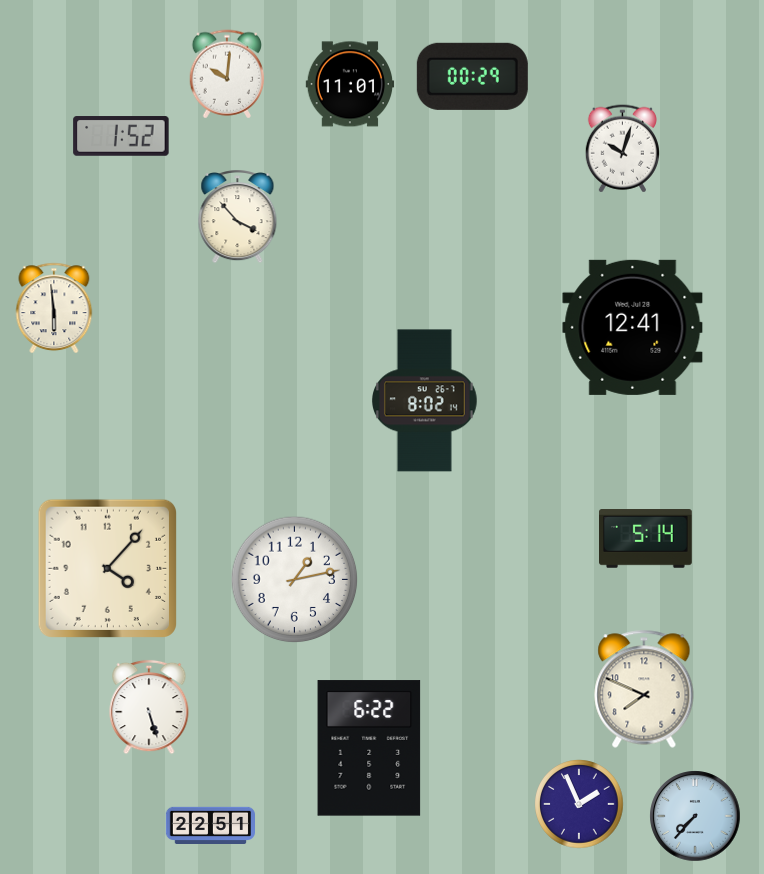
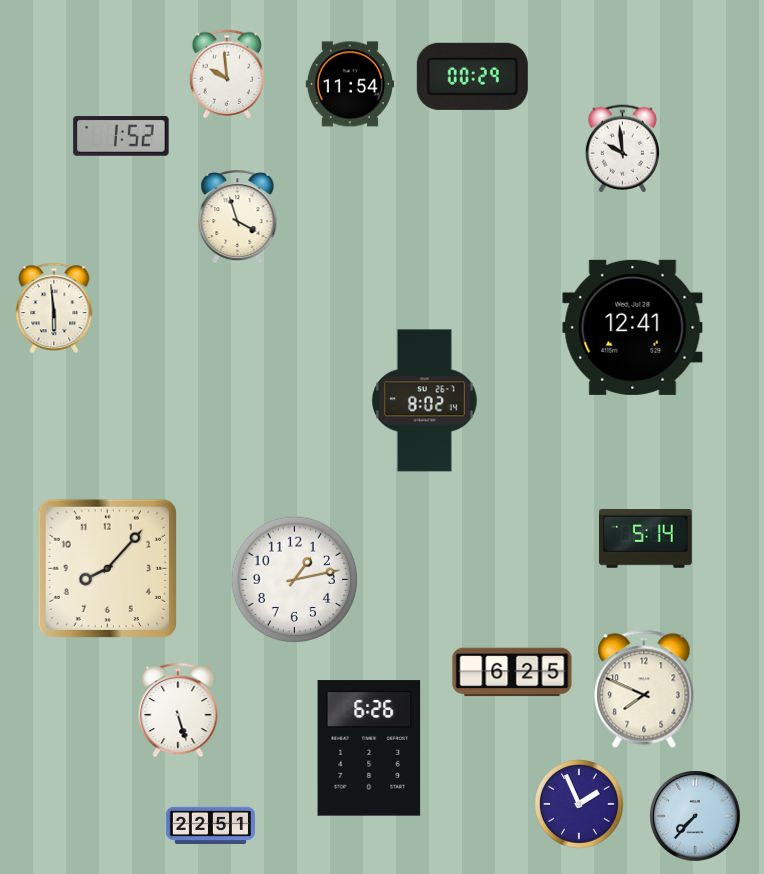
clock at (227, 74): 10:01 -> 9:59
clock at (350, 84): 11:01 -> 11:54
clock at (622, 149): 10:03 -> 9:59
clock at (238, 217): 3:53 -> 3:57
clock at (107, 568): 4:07 -> 8:07
clock at (512, 672): none -> 6:25
clock at (149, 707) position: (149, 707) -> (178, 710)
clock at (369, 748): 6:22 -> 6:26
